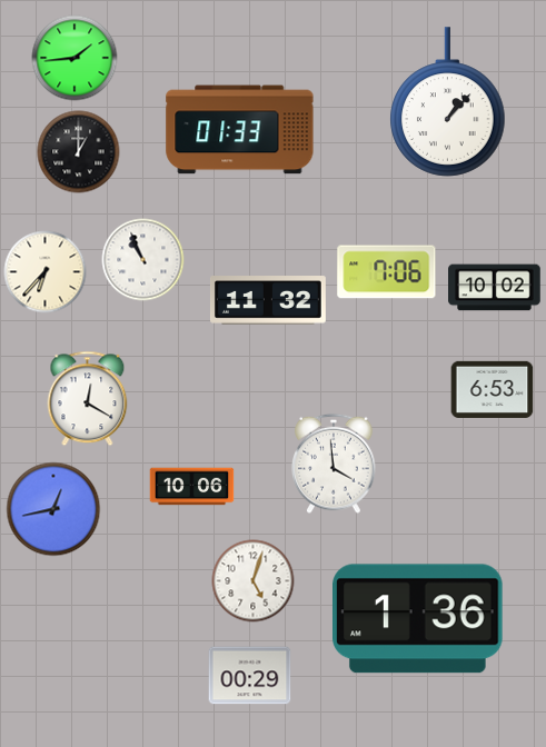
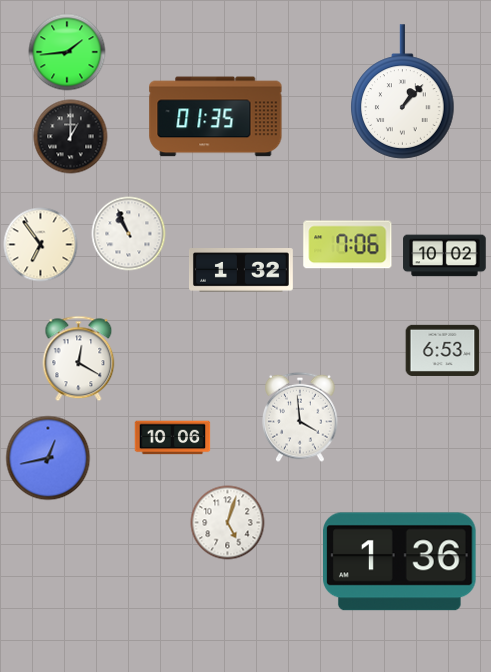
clock at (240, 130): 01:33 -> 01:35
clock at (46, 272): 6:37 -> 6:54
clock at (495, 288) position: (495, 288) -> (445, 256)
clock at (269, 301): 11:32 -> 1:32
clock at (418, 619) position: (418, 619) -> (400, 562)
clock at (250, 676): 00:29 -> none
